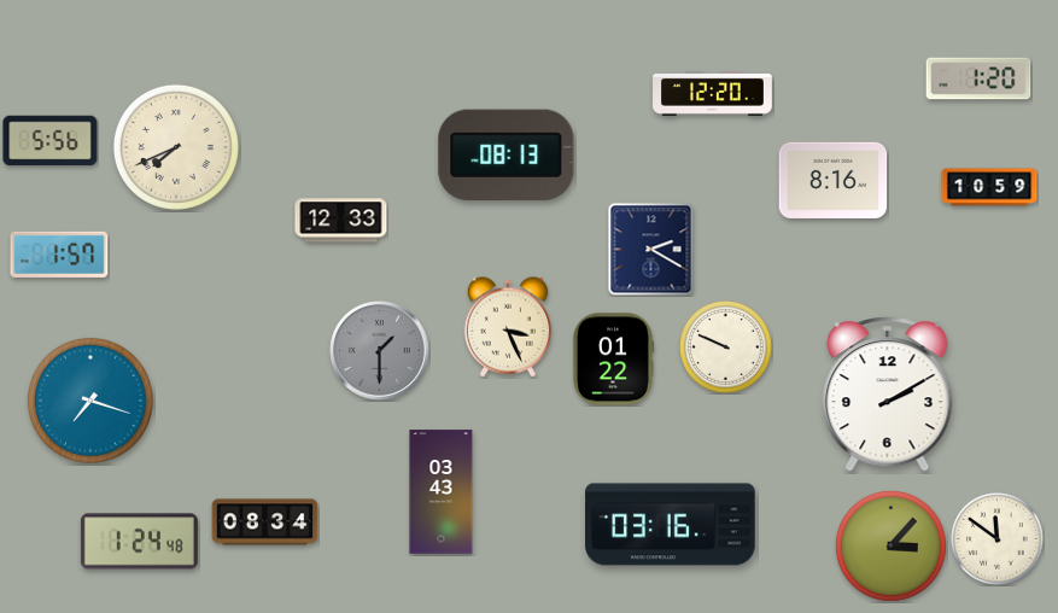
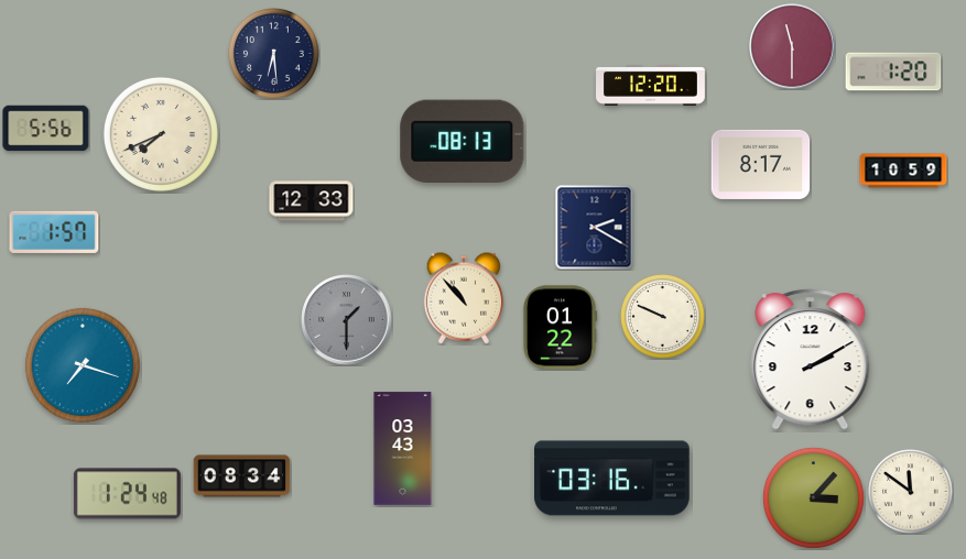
clock at (792, 46): none -> 11:30
clock at (274, 54): none -> 6:29
clock at (834, 180): 8:16 -> 8:17
clock at (507, 327): 3:26 -> 10:53
